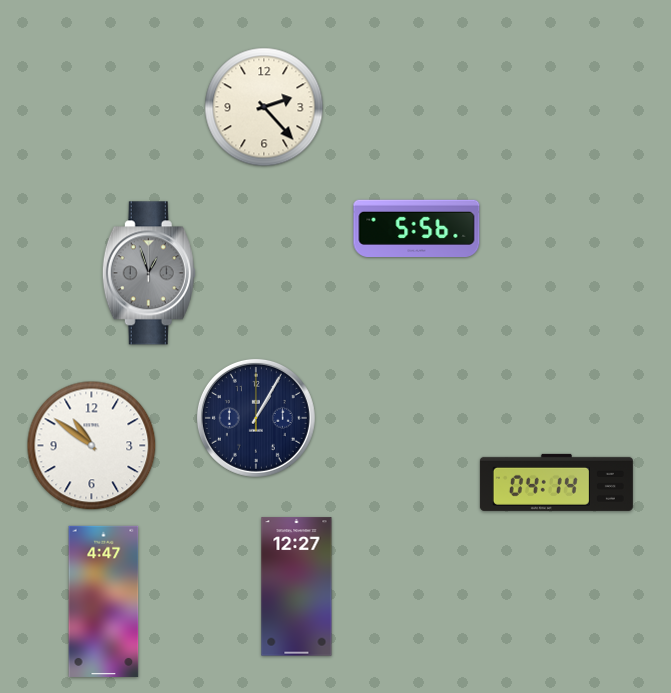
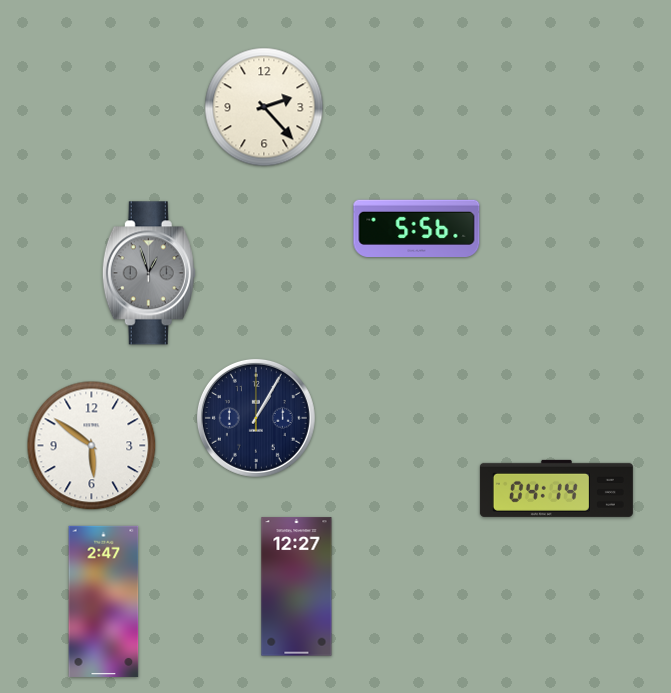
clock at (92, 446): 10:51 -> 5:51
clock at (556, 482) position: (556, 482) -> (556, 488)
clock at (104, 601): 4:47 -> 2:47
